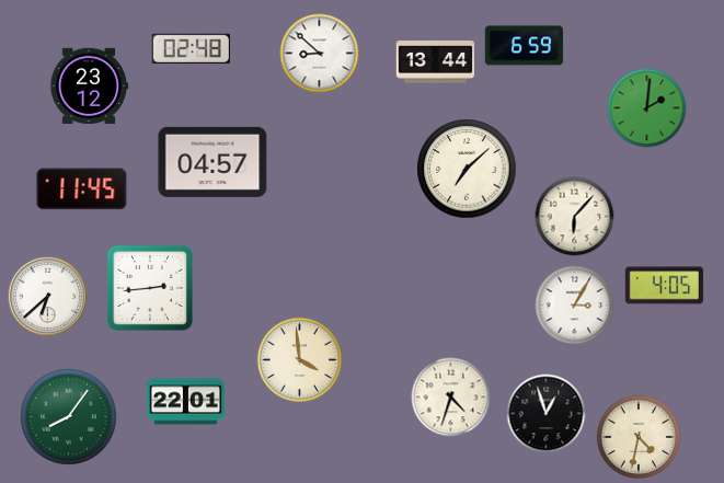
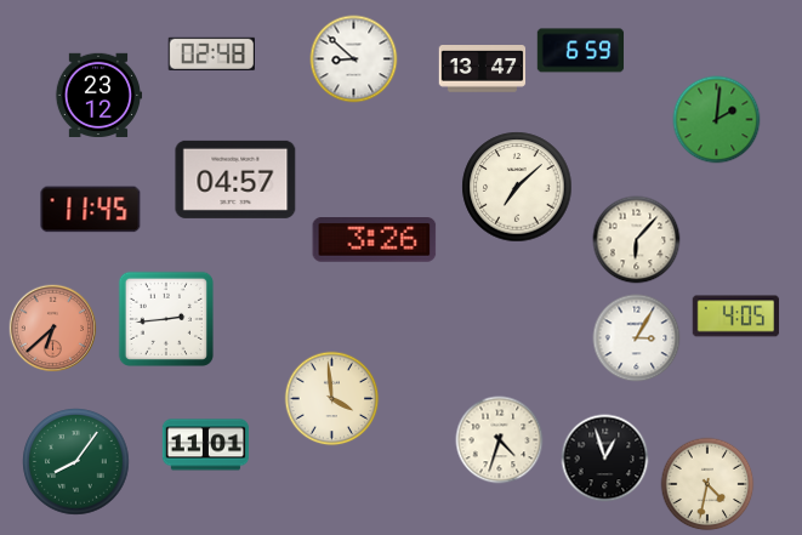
clock at (436, 62): 13:44 -> 13:47
clock at (375, 240): none -> 3:26
clock at (48, 297) dial: white -> salmon
clock at (186, 402): 22:01 -> 11:01
